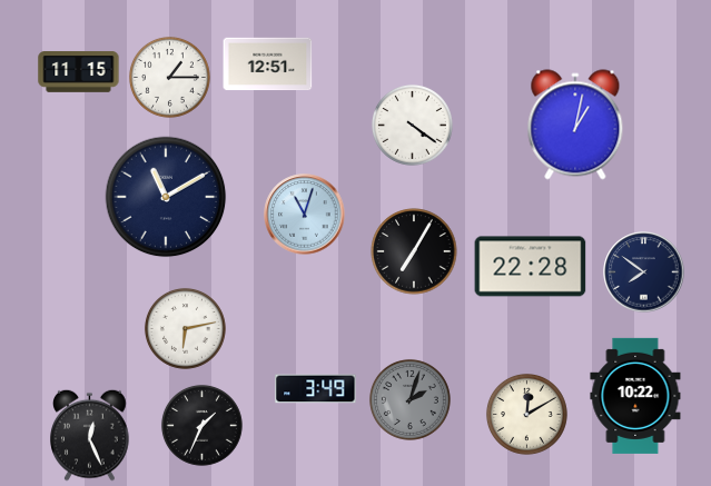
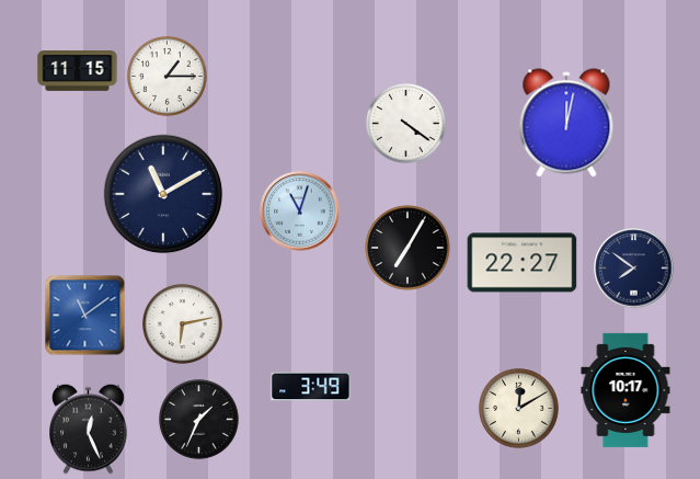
clock at (268, 65): 12:51 -> none
clock at (575, 125): 1:02 -> 12:02
clock at (531, 267): 22:28 -> 22:27
clock at (85, 316): none -> 11:09
clock at (316, 389) position: (316, 389) -> (311, 387)
clock at (635, 396): 10:22 -> 10:17
clock at (409, 399): 2:03 -> none
